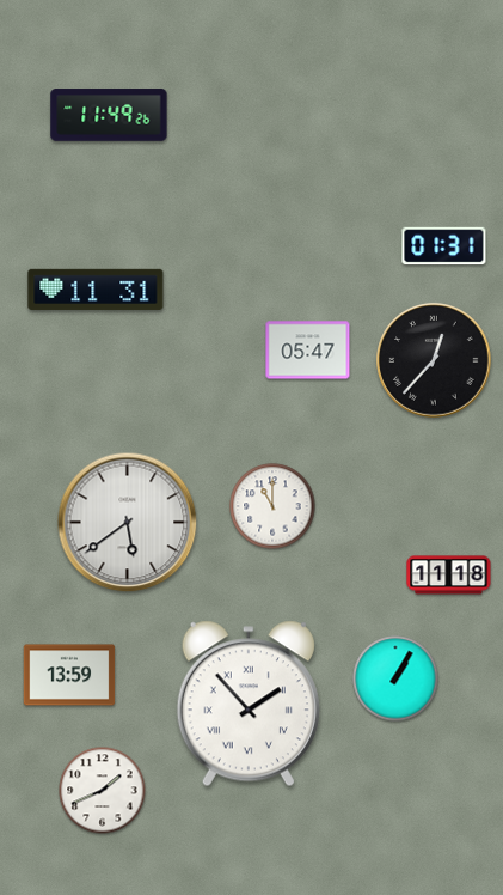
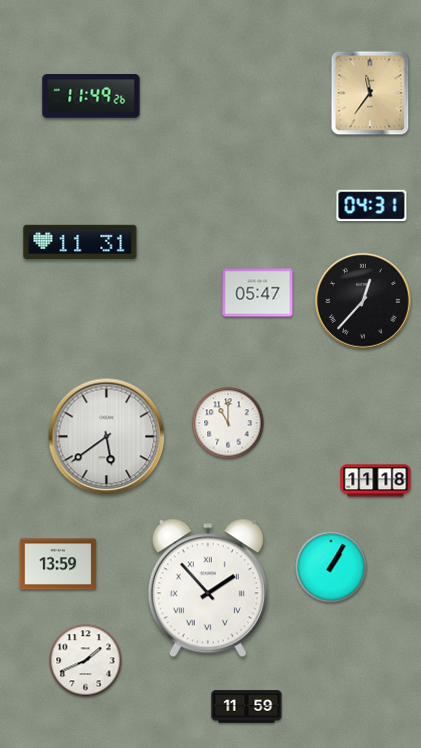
clock at (370, 93): none -> 11:36
clock at (444, 246): 01:31 -> 04:31
clock at (247, 707): none -> 11:59
